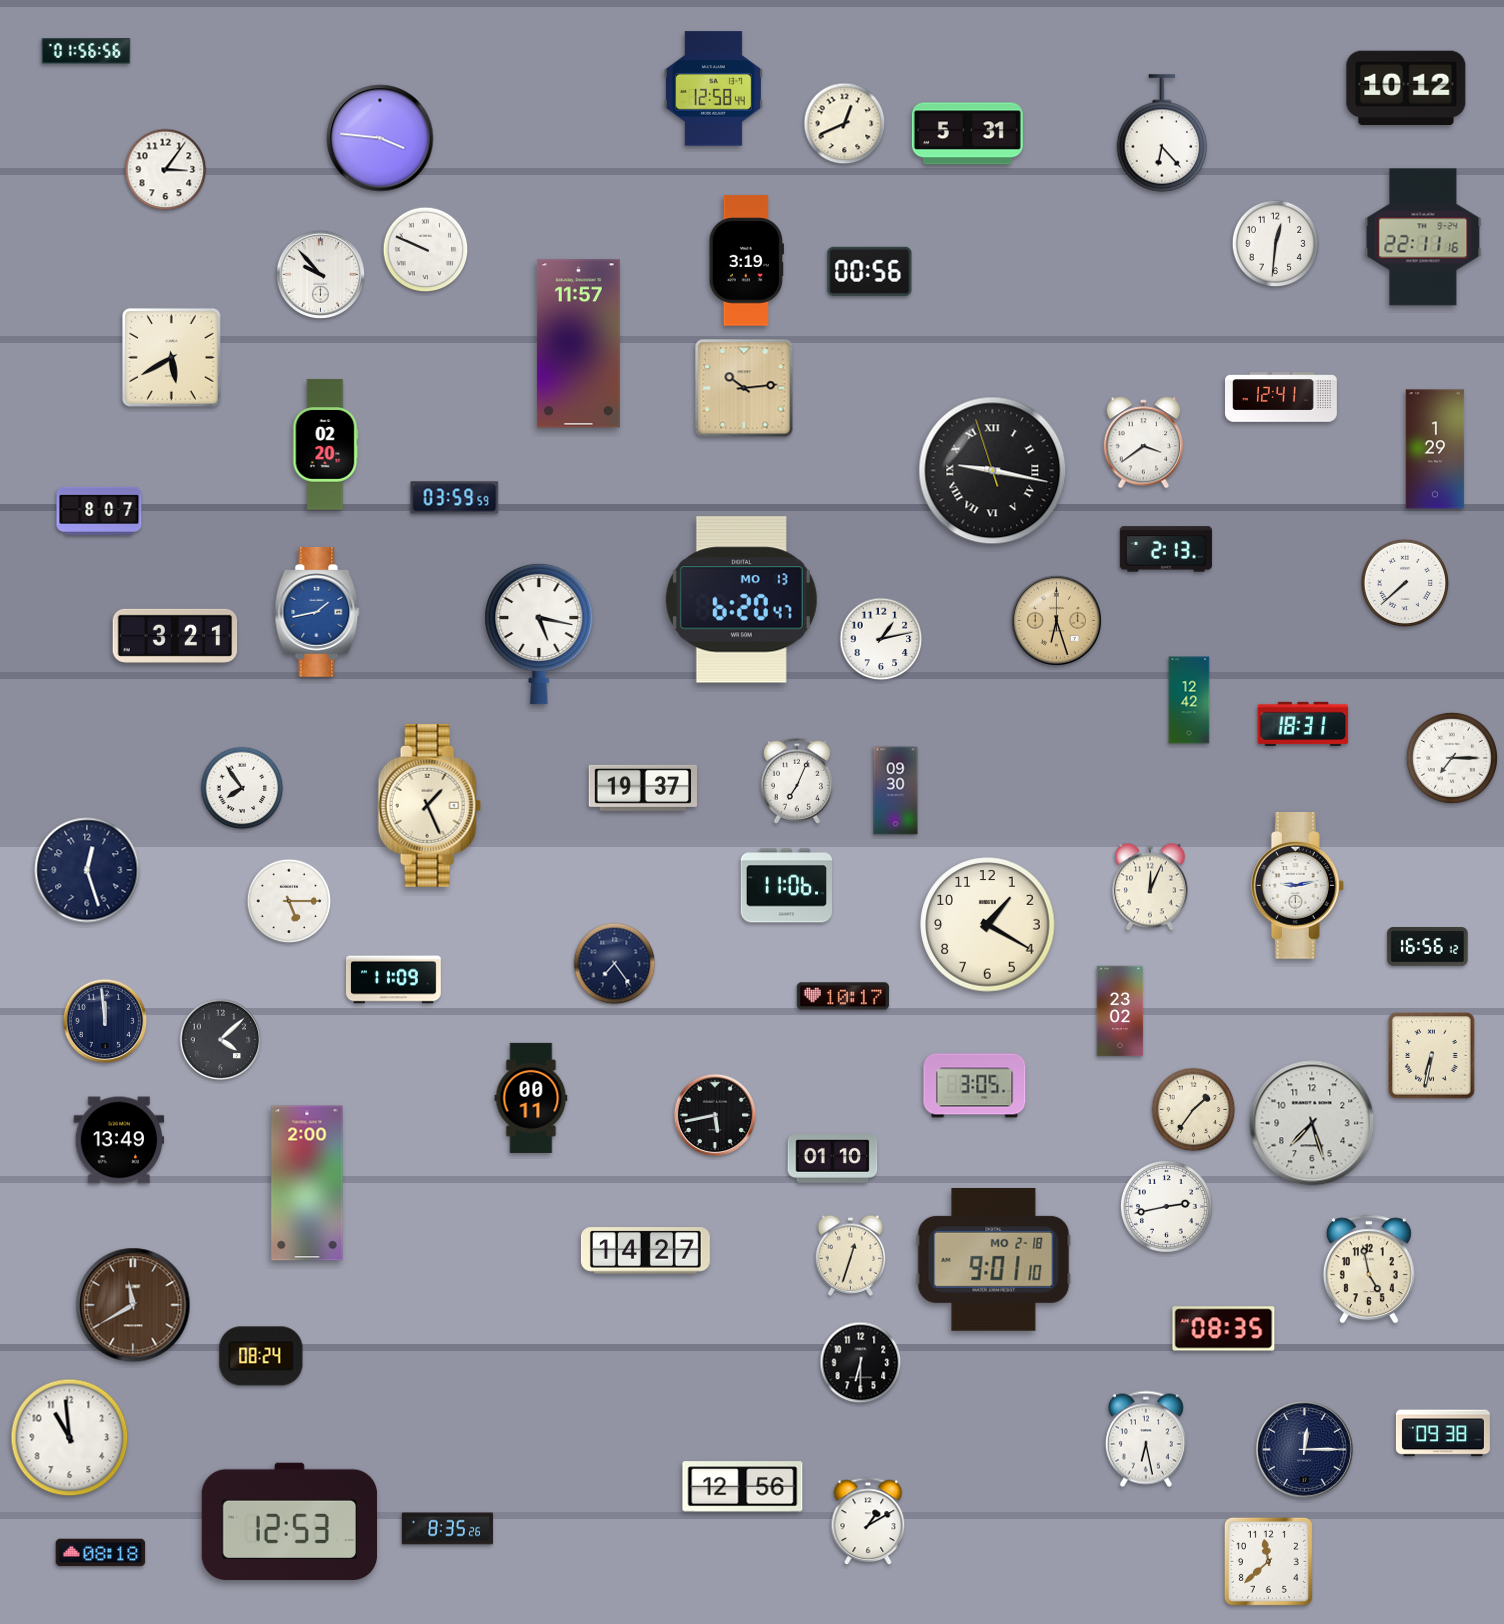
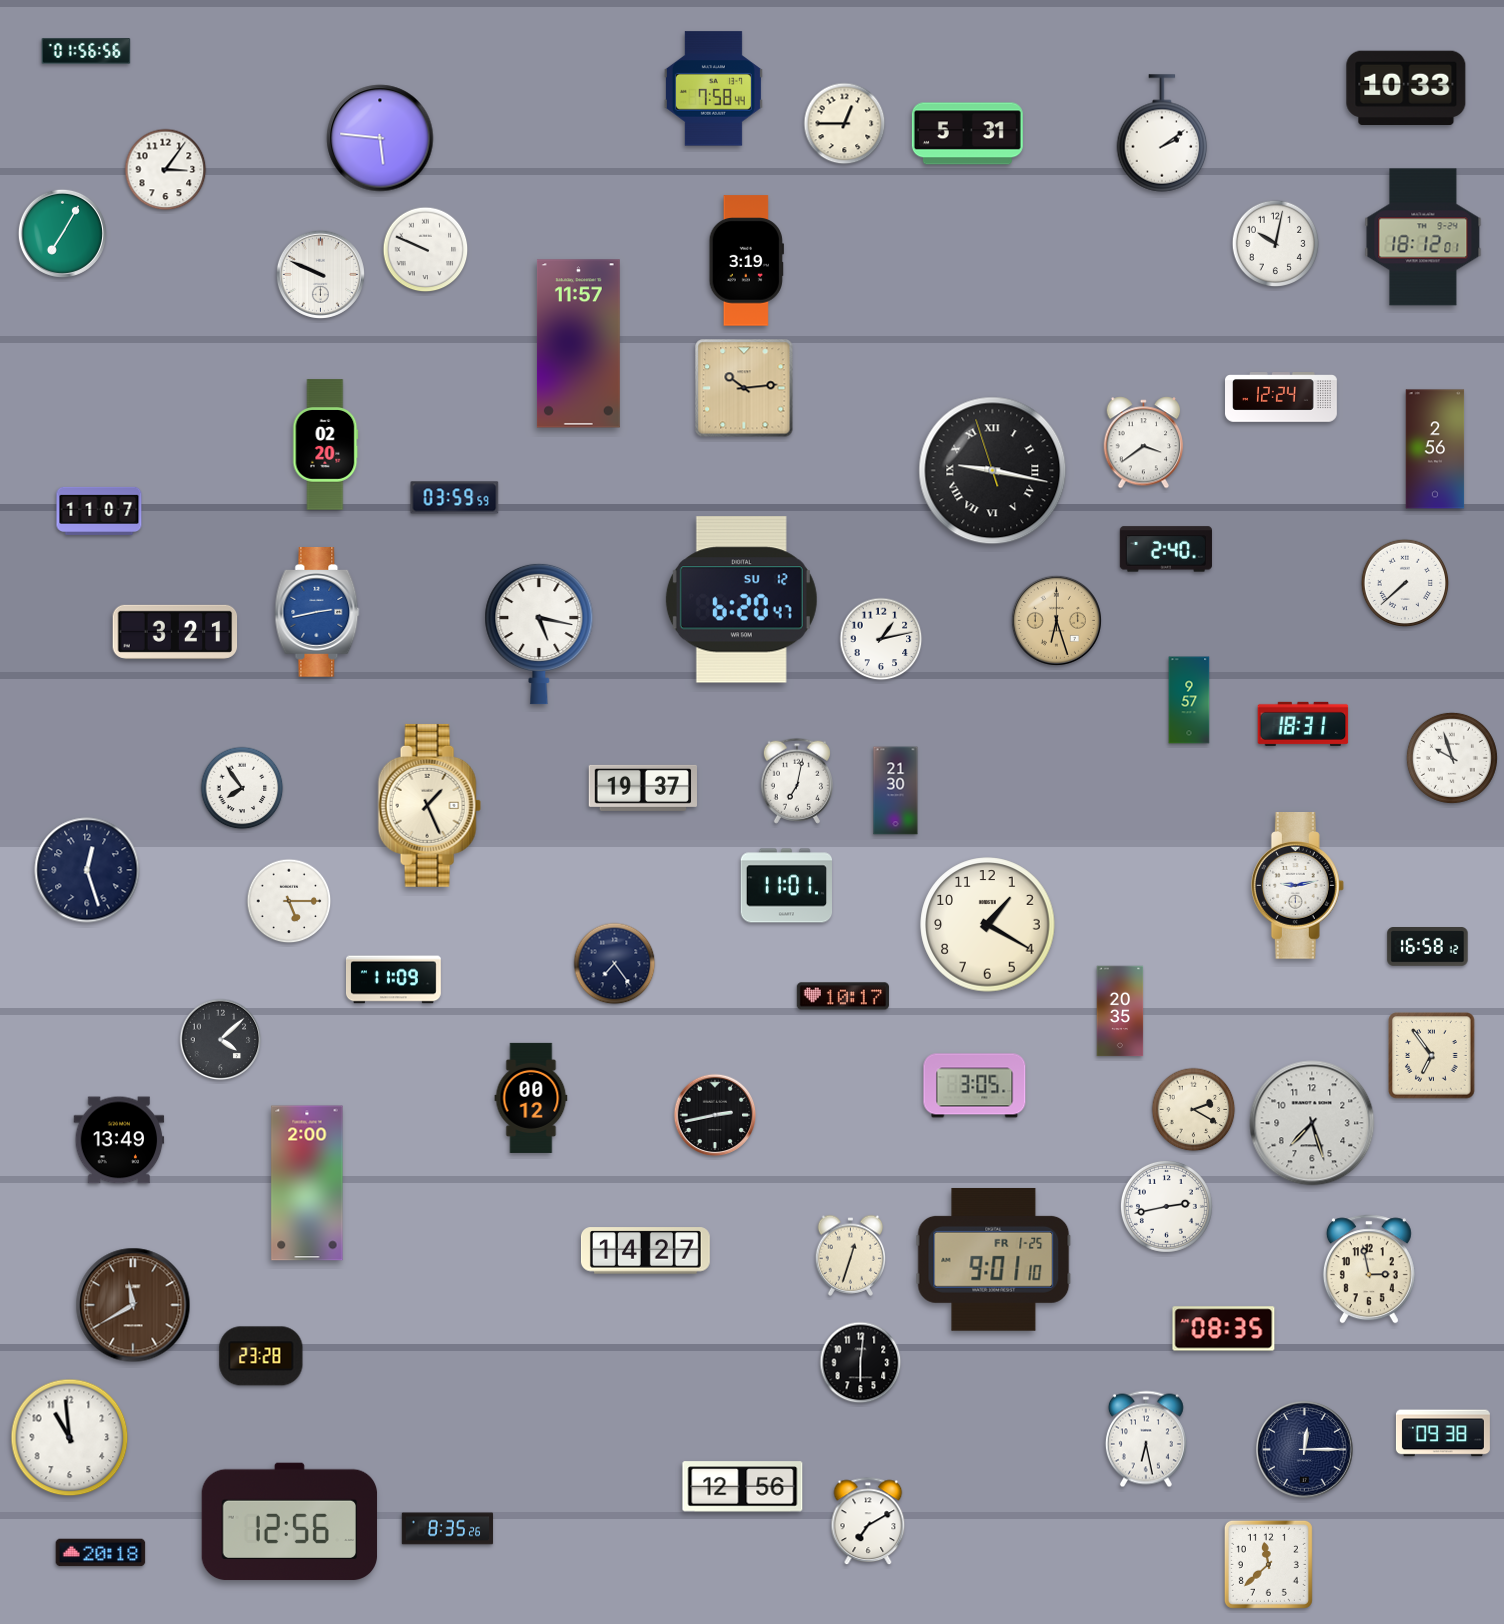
clock at (1406, 87): 10:12 -> 10:33
clock at (713, 89): 12:58 -> 7:58
clock at (845, 124): 12:41 -> 12:45
clock at (1162, 133): 6:23 -> 2:09
clock at (380, 138): 3:46 -> 5:46
clock at (62, 233): none -> 7:05
clock at (1423, 237): 22:11 -> 18:12
clock at (1276, 244): 12:31 -> 10:02
clock at (870, 271): 00:56 -> none
clock at (320, 274): 9:53 -> 9:49
clock at (171, 357): 5:40 -> none
clock at (1282, 397): 12:41 -> 12:24
clock at (1435, 449): 1:29 -> 2:56
clock at (99, 511): 8:07 -> 11:07
clock at (1166, 549): 2:13 -> 2:40
clock at (741, 600) date: MO 13 -> SU 12
clock at (317, 613): 1:43 -> 2:43
clock at (175, 636) position: (175, 636) -> (175, 632)
clock at (1189, 700): 12:42 -> 9:57
clock at (1452, 758): 7:15 -> 9:57
clock at (797, 781): 7:04 -> 7:02
clock at (896, 791): 09:30 -> 21:30
clock at (787, 886): 11:06 -> 11:01
clock at (1151, 887): 12:04 -> none
clock at (1428, 947): 16:56 -> 16:58
clock at (1120, 1011): 23:02 -> 20:35
clock at (105, 1021): 11:59 -> none
clock at (1432, 1056): 6:32 -> 6:54
clock at (531, 1098): 00:11 -> 00:12
clock at (1194, 1110): 1:36 -> 2:20
clock at (715, 1115): 5:43 -> 2:43
clock at (833, 1159): 01:10 -> none
clock at (994, 1259) date: MO 2-18 -> FR 1-25
clock at (1369, 1269): 4:58 -> 2:58
clock at (261, 1356): 08:24 -> 23:28
clock at (861, 1363): 6:30 -> 6:01
clock at (290, 1522): 12:53 -> 12:56
clock at (868, 1522): 1:10 -> 7:10
clock at (101, 1553): 08:18 -> 20:18
clock at (1268, 1561) position: (1268, 1561) -> (1268, 1564)
